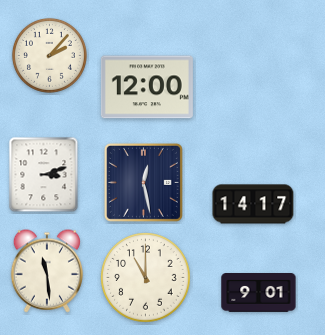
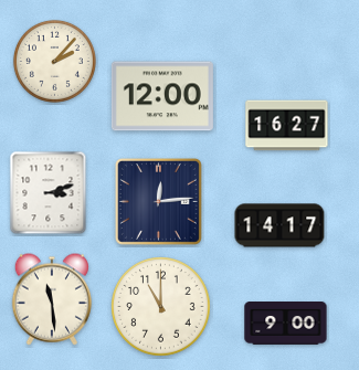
clock at (287, 126): none -> 16:27
clock at (143, 182): 12:28 -> 12:14
clock at (259, 293): 9:01 -> 9:00
